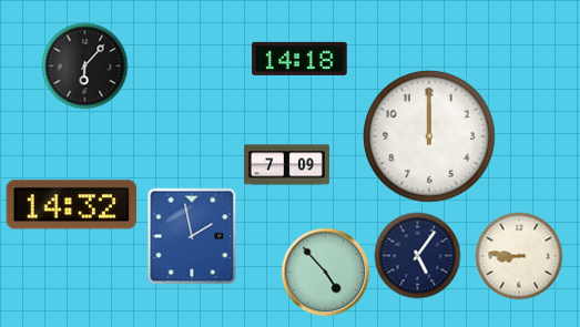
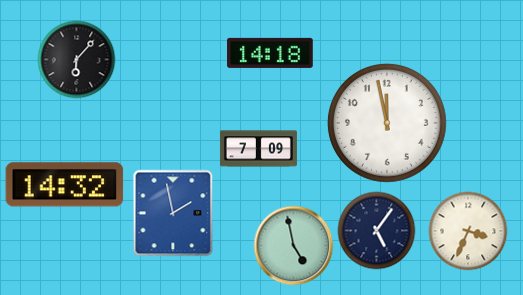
clock at (429, 136): 12:00 -> 11:58
clock at (519, 256): 8:46 -> 3:34
clock at (325, 272): 4:53 -> 4:58
